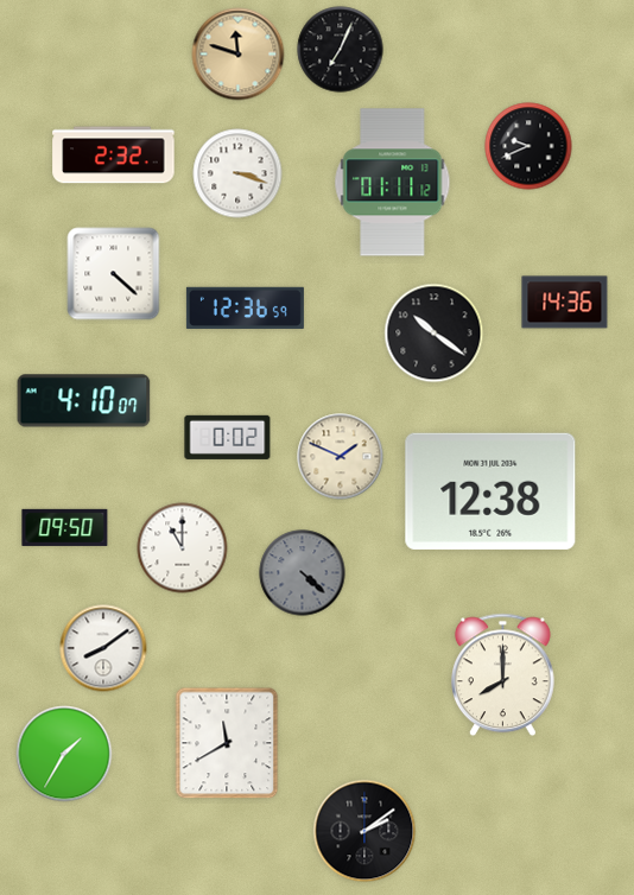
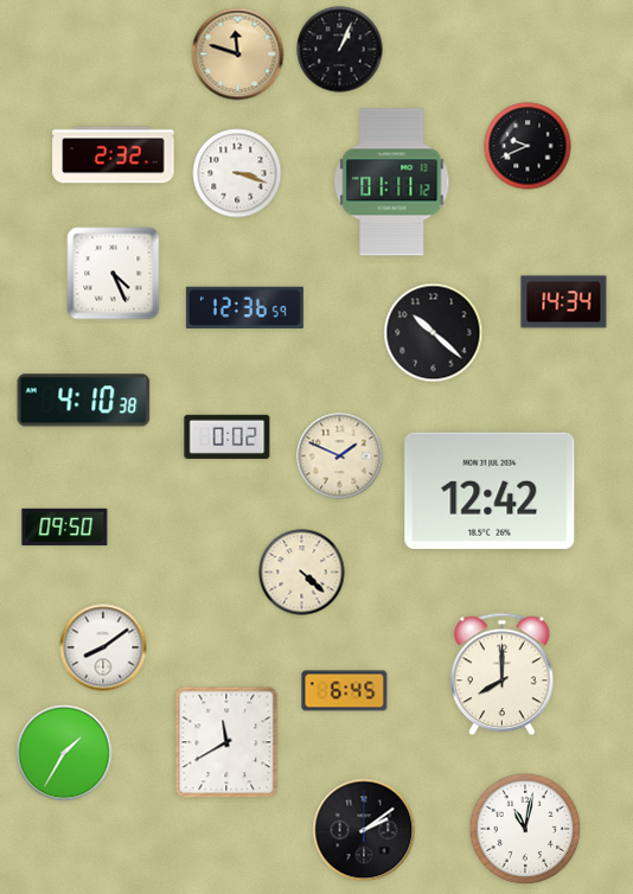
clock at (341, 50): 7:04 -> 1:04
clock at (114, 274): 4:22 -> 4:26
clock at (565, 303): 14:36 -> 14:34
clock at (435, 334): 10:21 -> 10:22
clock at (84, 401): 4:10:07 -> 4:10:38
clock at (490, 491): 12:38 -> 12:42
clock at (183, 548): 11:00 -> none
clock at (303, 573) dial: grey -> cream
clock at (345, 691): none -> 6:45
clock at (525, 829): none -> 11:02
